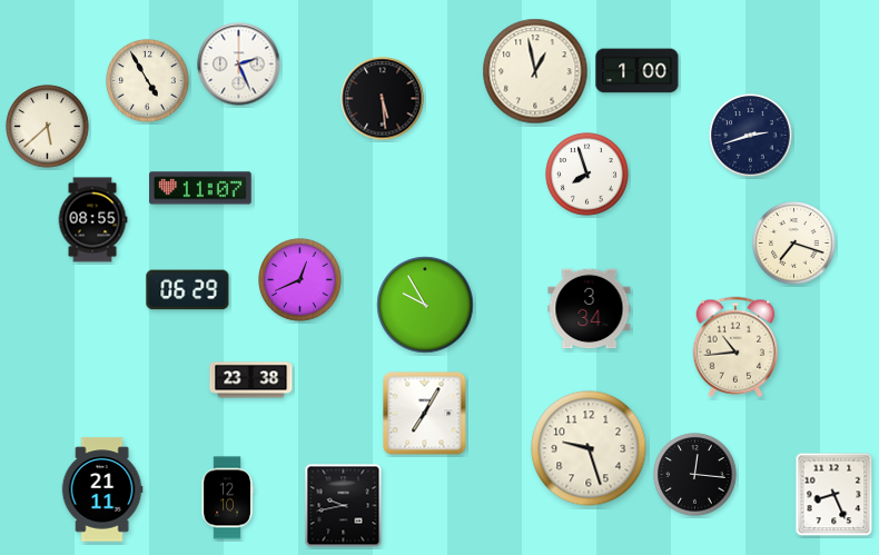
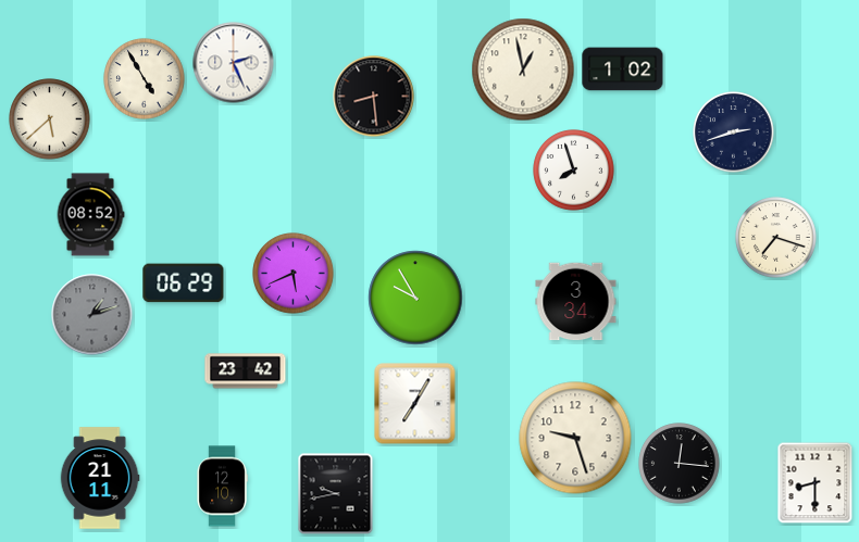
clock at (638, 71): 1:00 -> 1:02
clock at (383, 99): 5:29 -> 8:29
clock at (48, 127) position: (48, 127) -> (50, 119)
clock at (200, 188): 11:07 -> none
clock at (92, 220): 08:55 -> 08:52
clock at (300, 280): 12:41 -> 5:41
clock at (92, 315): none -> 1:12
clock at (735, 347): 10:44 -> none
clock at (251, 380): 23:38 -> 23:42
clock at (834, 495): 8:26 -> 8:30
